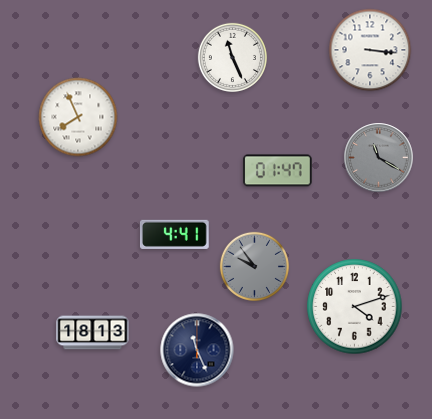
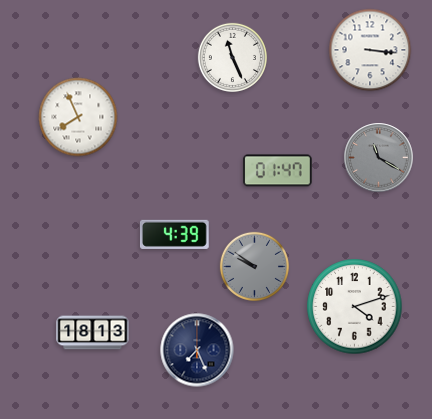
clock at (174, 234): 4:41 -> 4:39
clock at (254, 266): 9:54 -> 9:51
clock at (197, 350): 11:26 -> 7:26
